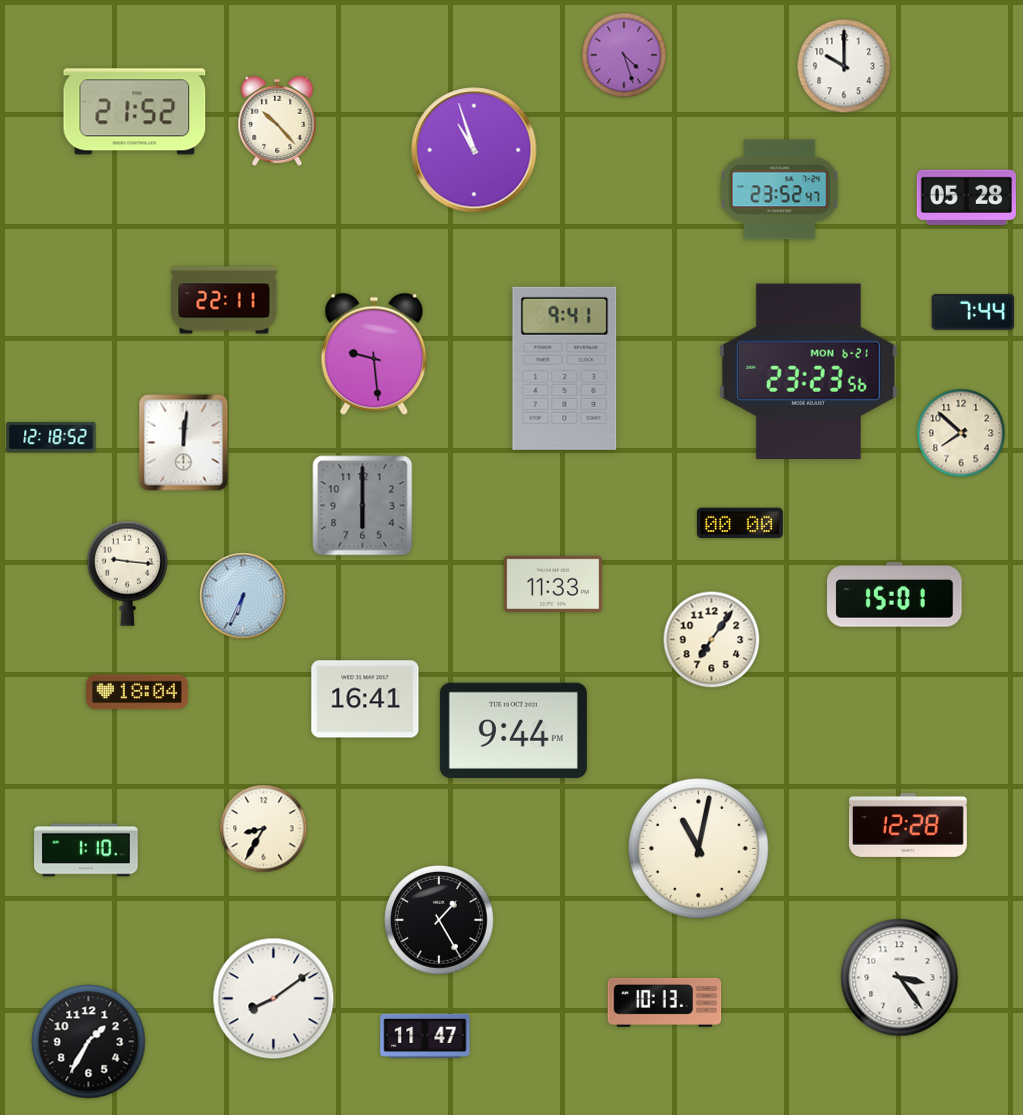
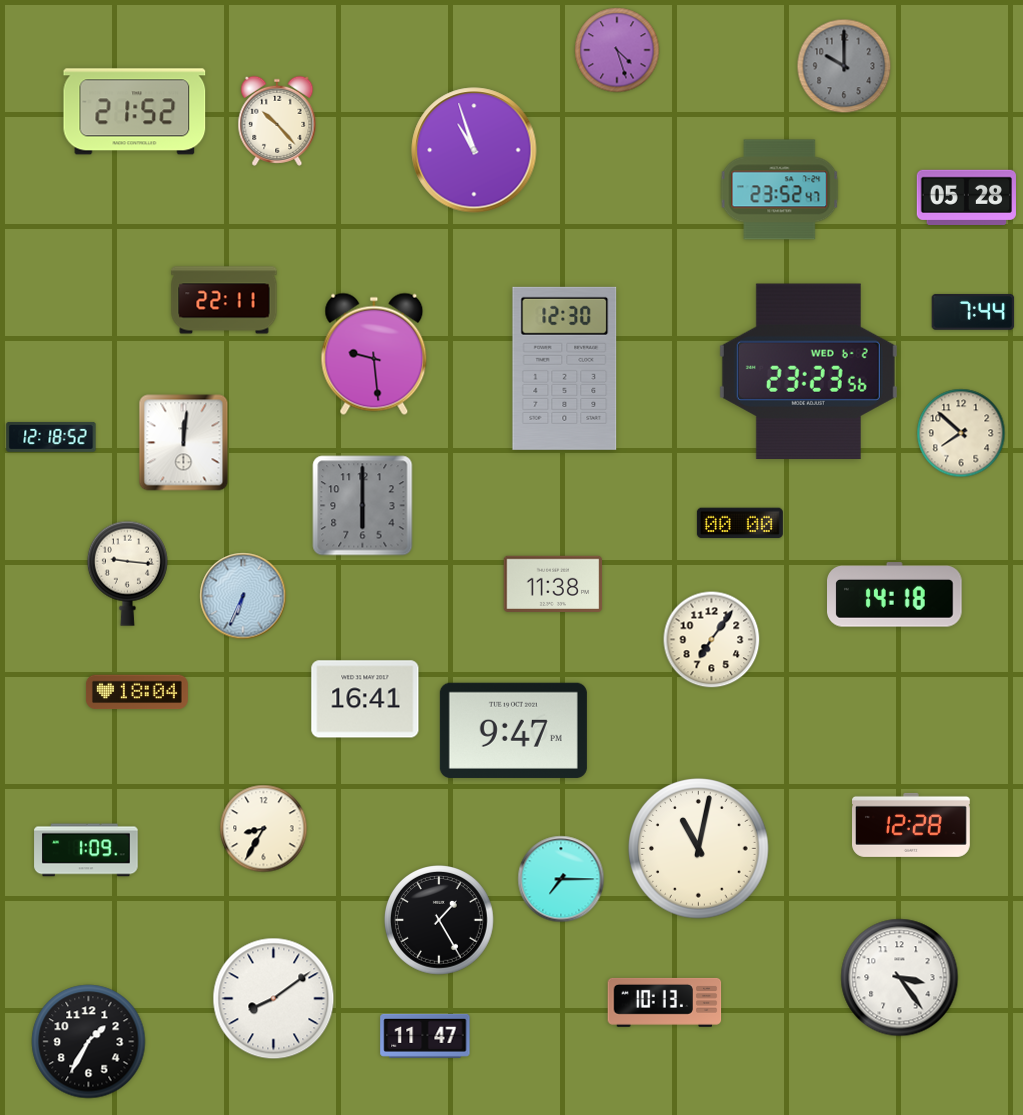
clock at (624, 55) position: (624, 55) -> (617, 50)
clock at (844, 66) dial: white -> grey
clock at (565, 368): 9:41 -> 12:30
clock at (808, 372) date: MON 6-21 -> WED 6-2
clock at (553, 583): 11:33 -> 11:38
clock at (895, 595): 15:01 -> 14:18
clock at (513, 730): 9:44 -> 9:47
clock at (909, 825) position: (909, 825) -> (912, 825)
clock at (86, 850): 1:10 -> 1:09
clock at (561, 879): none -> 7:15
